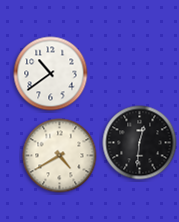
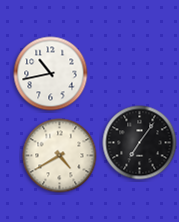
clock at (51, 74): 10:39 -> 10:43
clock at (140, 143): 12:31 -> 7:06
